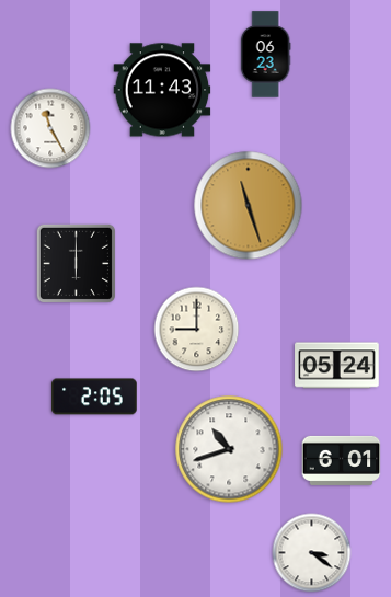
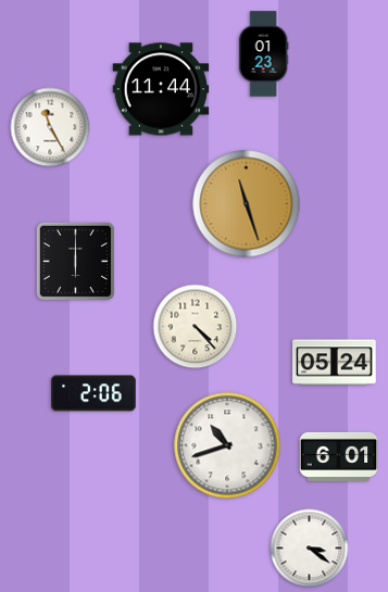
clock at (265, 55): 06:23 -> 01:23
clock at (162, 90): 11:43 -> 11:44
clock at (197, 330): 9:00 -> 4:23
clock at (94, 397): 2:05 -> 2:06
